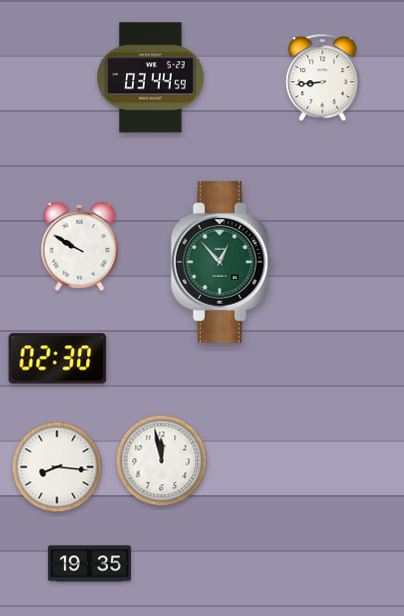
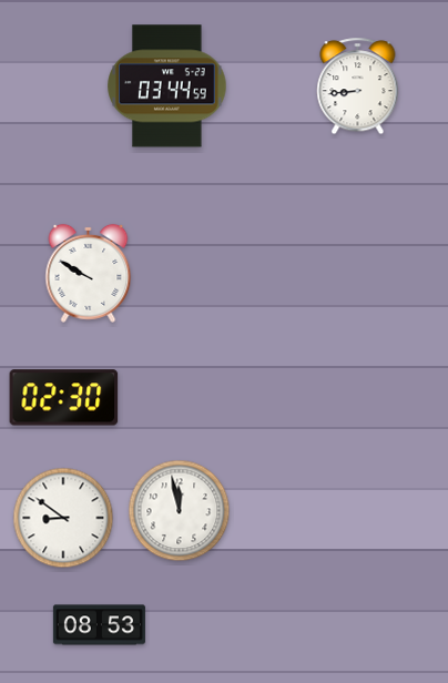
clock at (222, 262): 12:53 -> none
clock at (57, 467): 8:16 -> 8:51
clock at (89, 564): 19:35 -> 08:53
